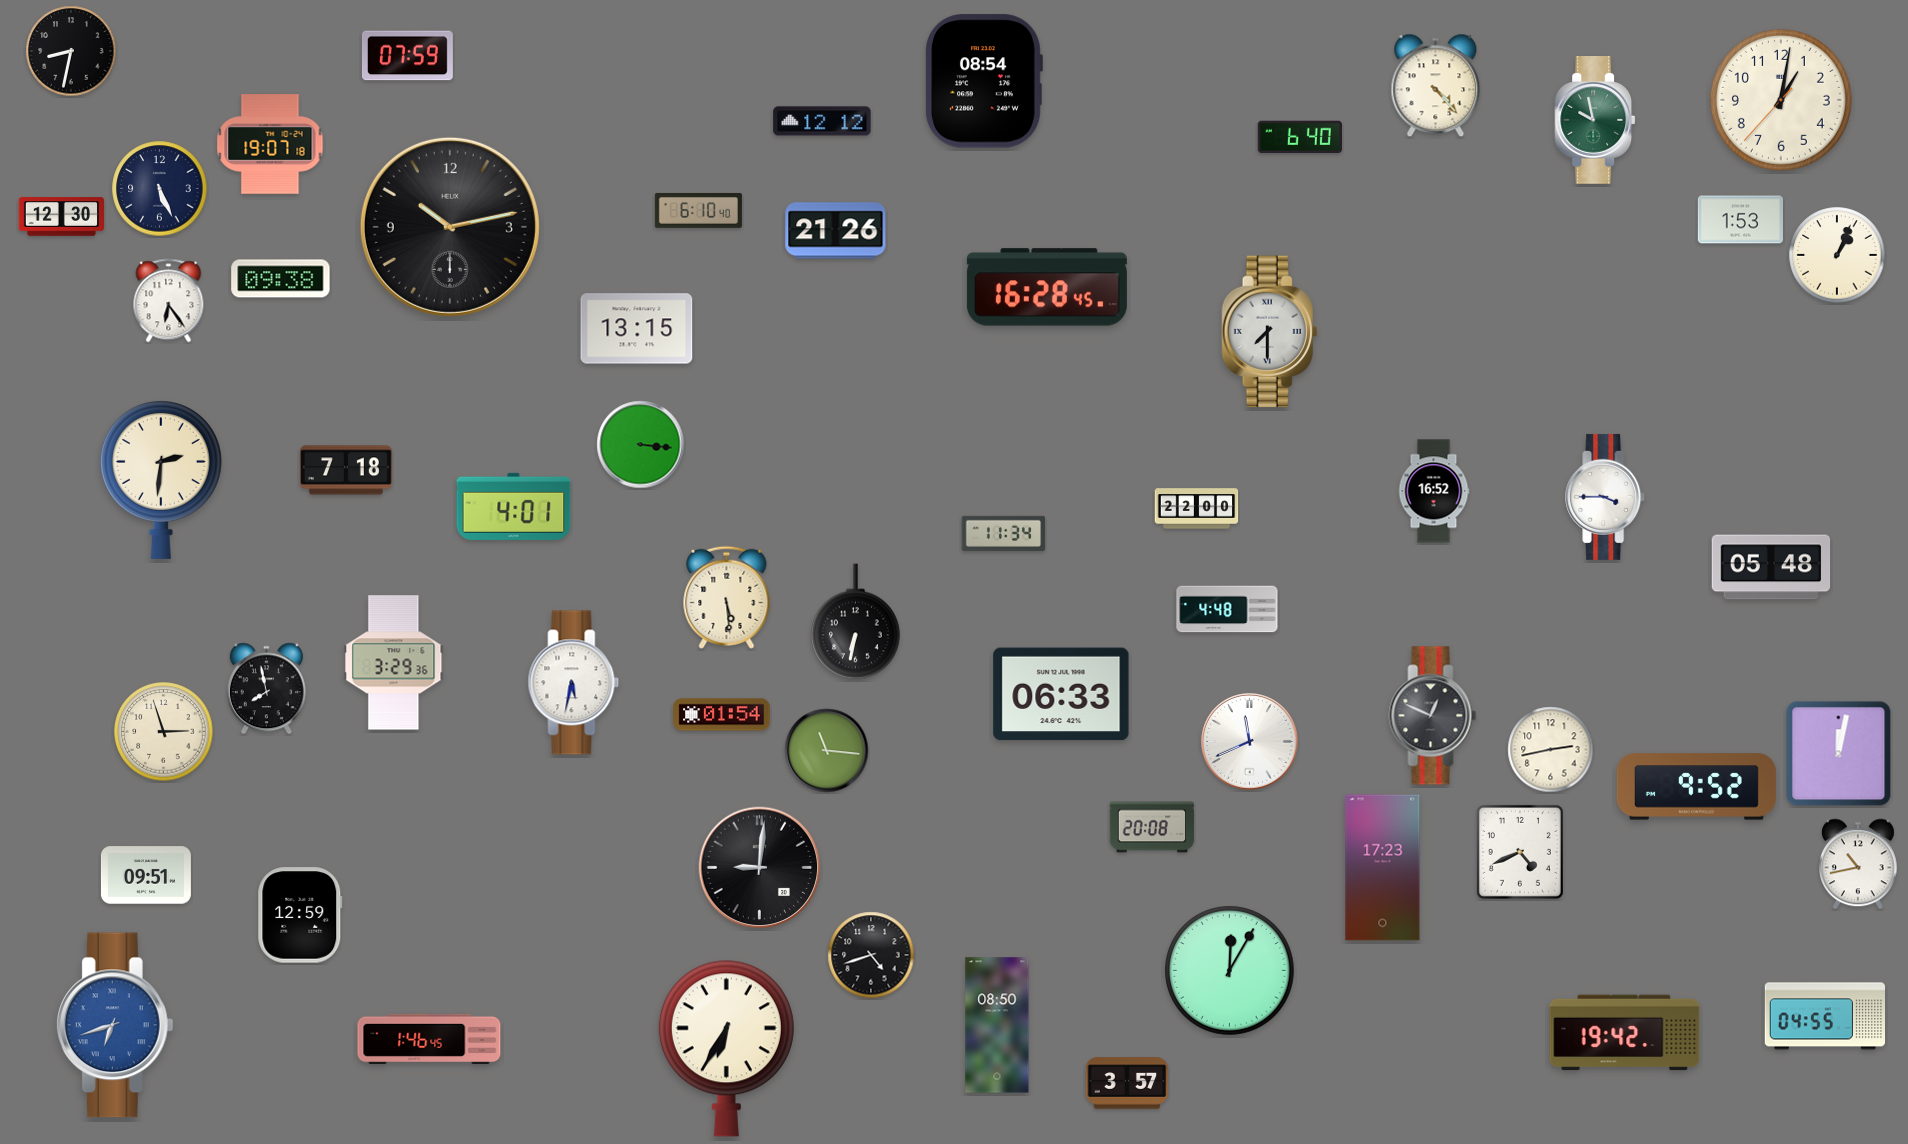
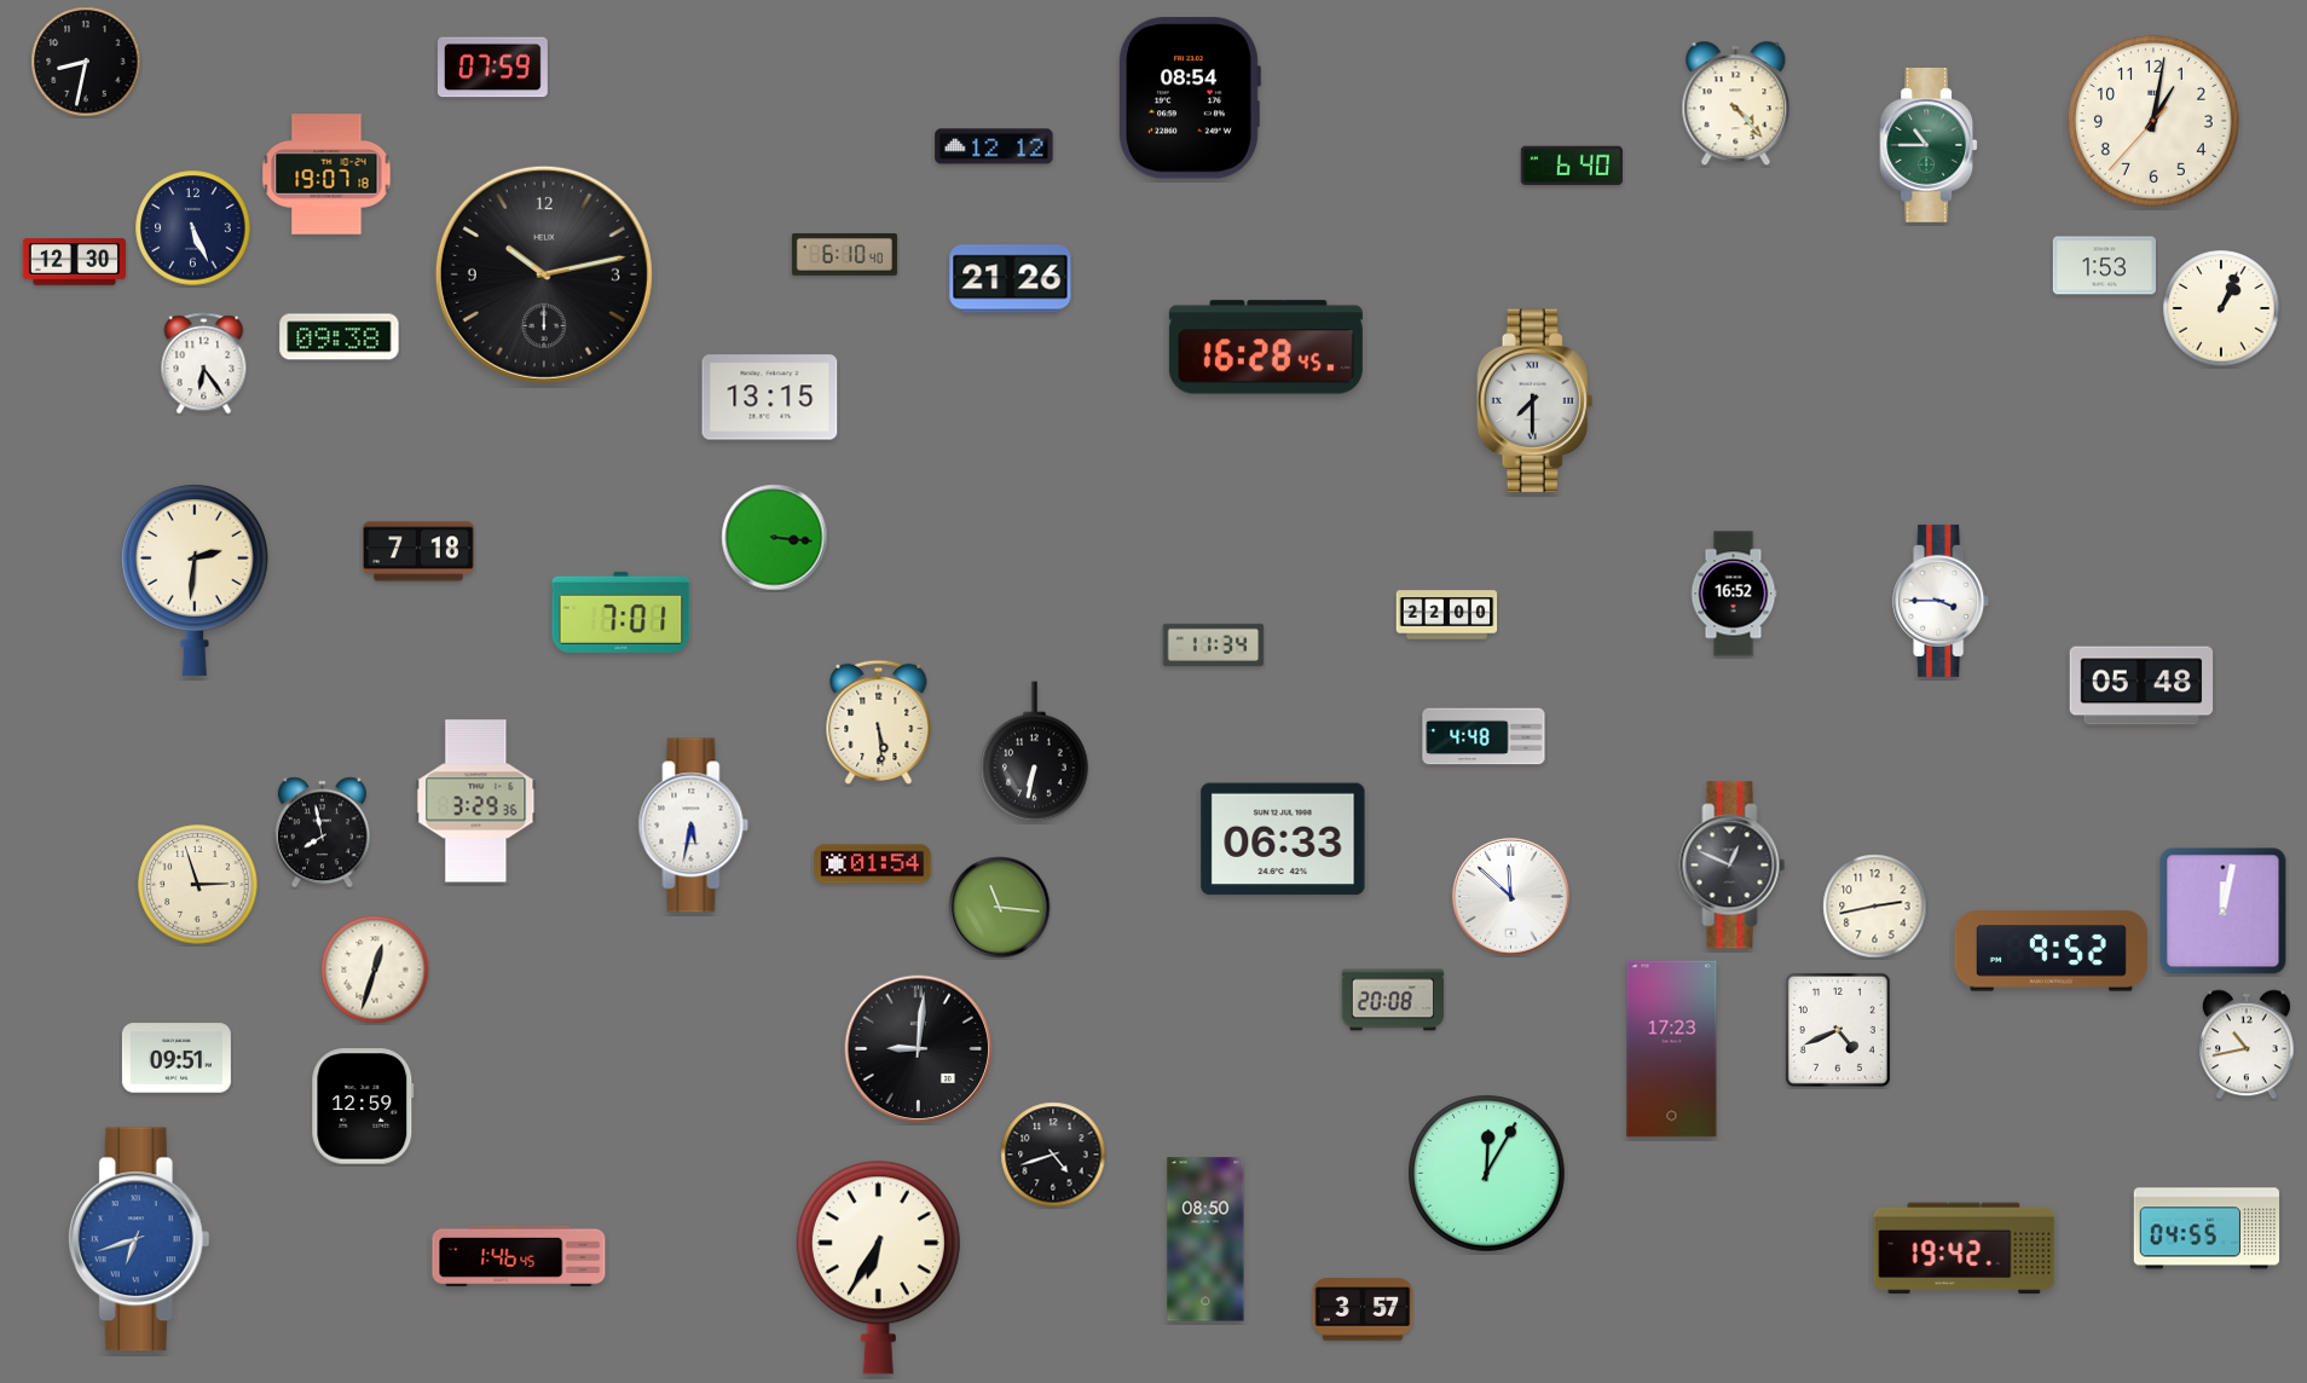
clock at (1595, 121): 9:58 -> 10:45
clock at (347, 470) position: (347, 470) -> (420, 551)
clock at (514, 506): 4:01 -> 7:01
clock at (1250, 742): 11:41 -> 11:52
clock at (375, 970): none -> 12:33
